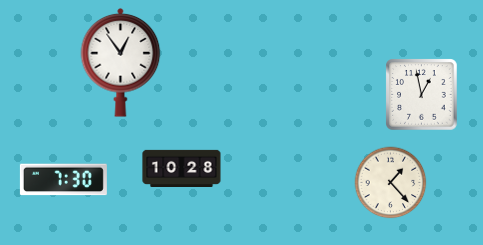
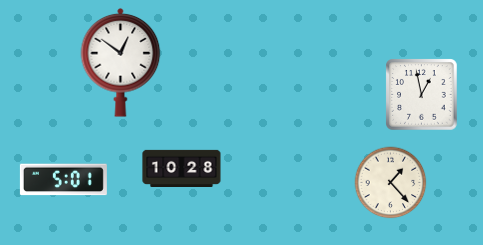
clock at (121, 62): 12:54 -> 12:51
clock at (63, 180): 7:30 -> 5:01
